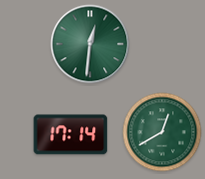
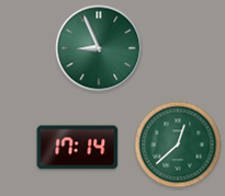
clock at (90, 44): 12:31 -> 8:56
clock at (162, 132): 12:40 -> 12:38
